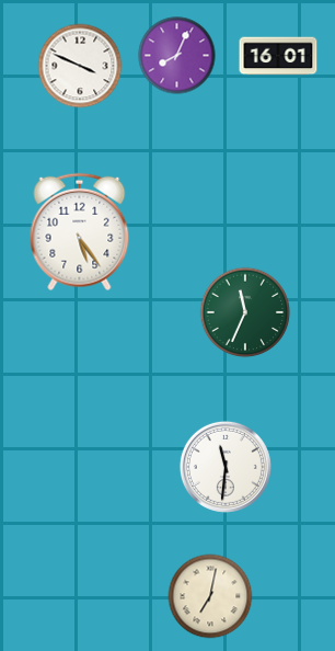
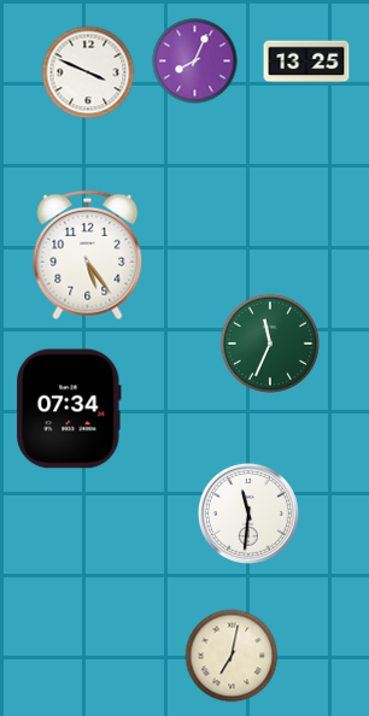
clock at (278, 56): 16:01 -> 13:25
clock at (69, 409): none -> 07:34
